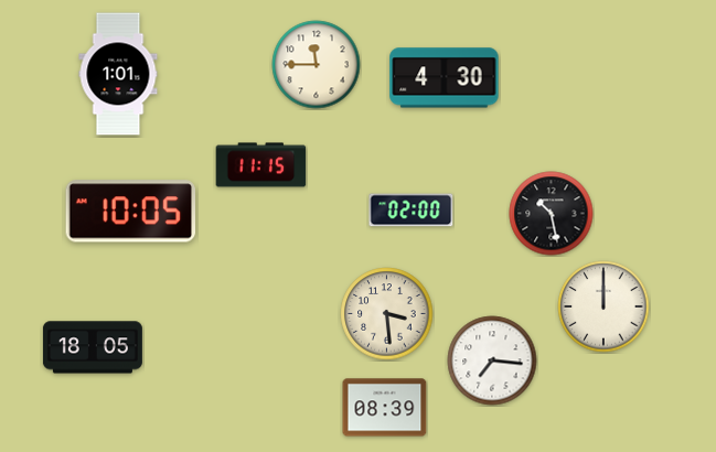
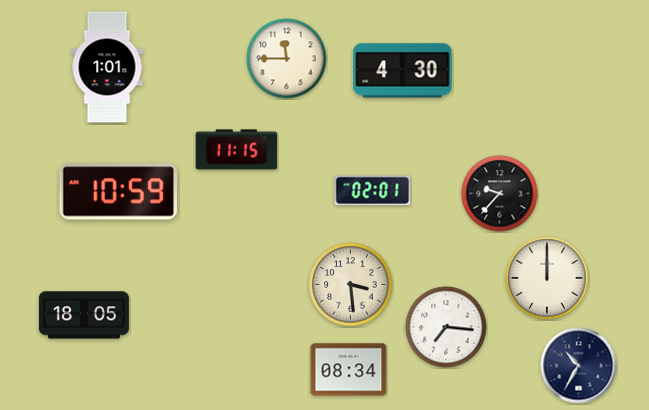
clock at (412, 211): 02:00 -> 02:01
clock at (130, 212): 10:05 -> 10:59
clock at (552, 214): 10:28 -> 9:37
clock at (579, 366): none -> 10:35
clock at (385, 408): 08:39 -> 08:34
